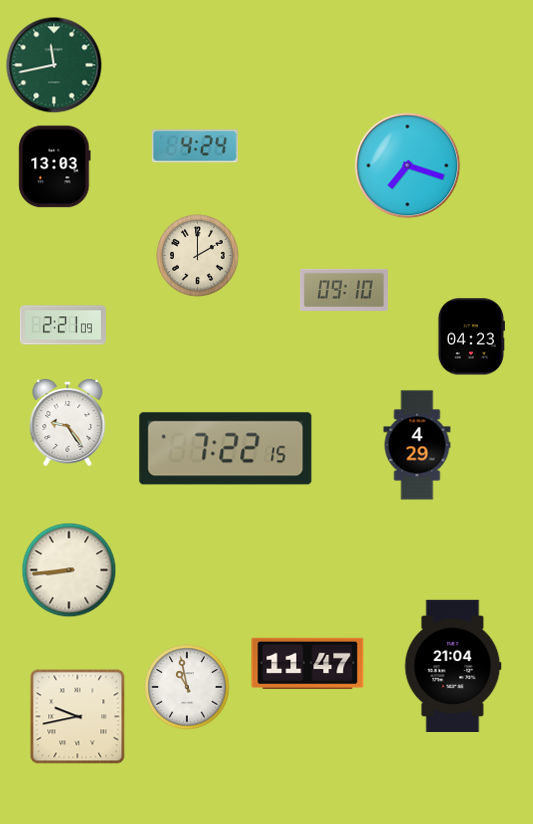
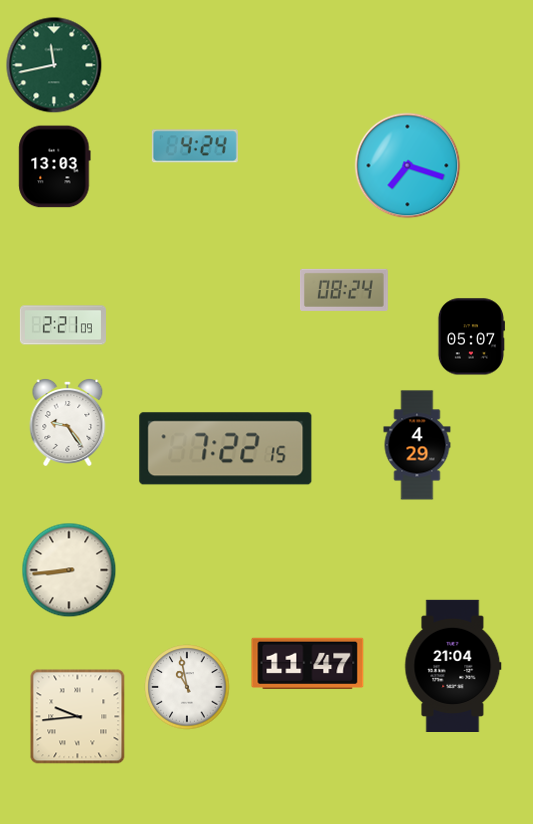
clock at (198, 256): 2:00 -> none
clock at (345, 290): 09:10 -> 08:24
clock at (471, 337): 04:23 -> 05:07
clock at (78, 717): 9:43 -> 9:44
